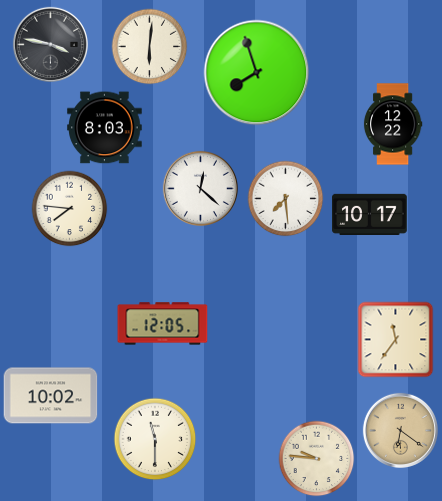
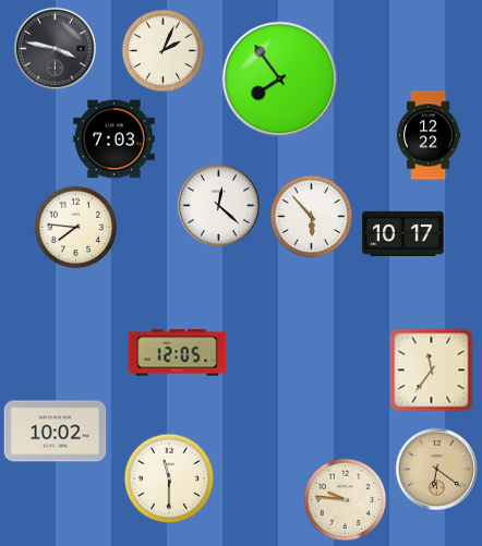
clock at (150, 47): 6:01 -> 2:04
clock at (257, 73): 7:57 -> 7:54
clock at (105, 128): 8:03 -> 7:03
clock at (286, 199): 7:29 -> 5:53
